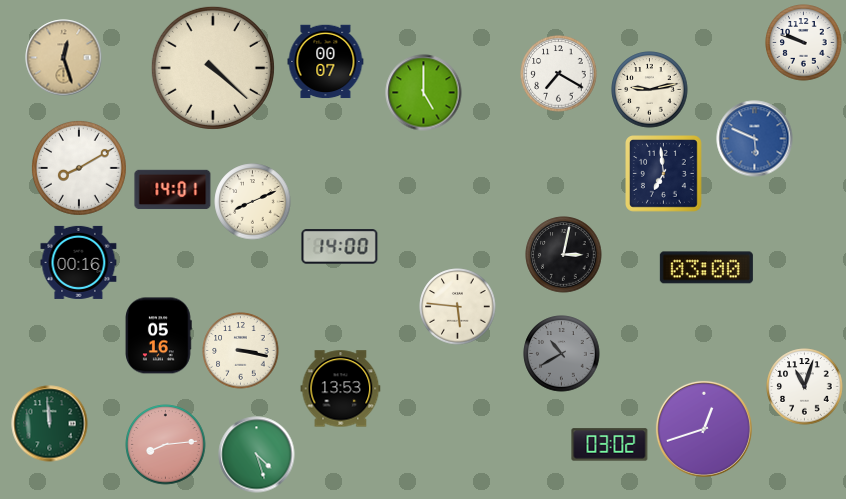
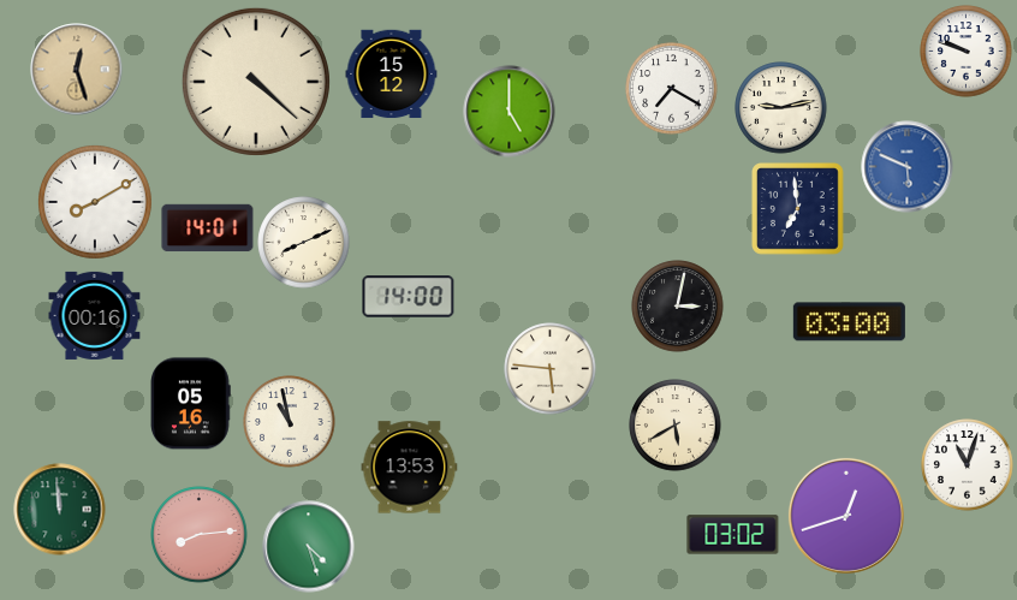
clock at (326, 62): 00:07 -> 15:12
clock at (241, 351): 3:17 -> 10:58
clock at (562, 354): 10:40 -> 5:40
clock at (562, 354) dial: grey -> cream
